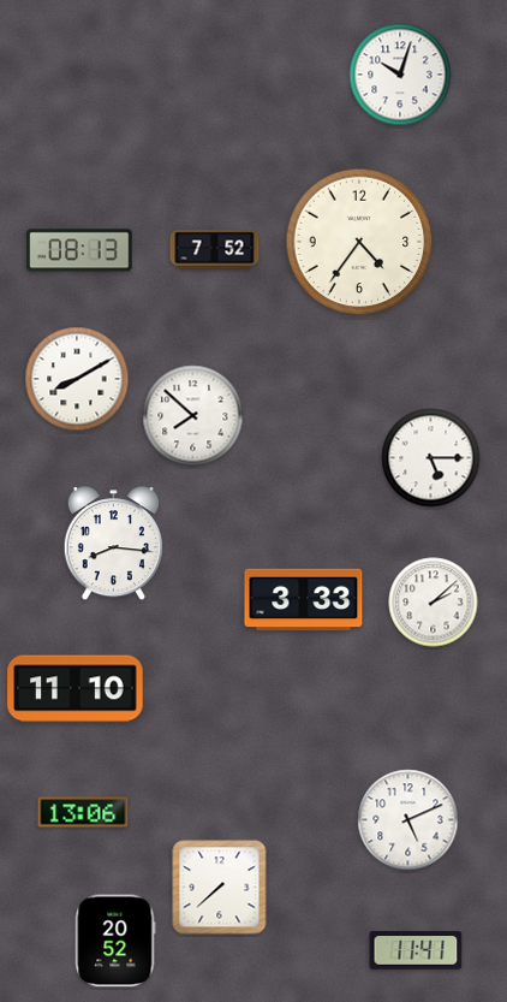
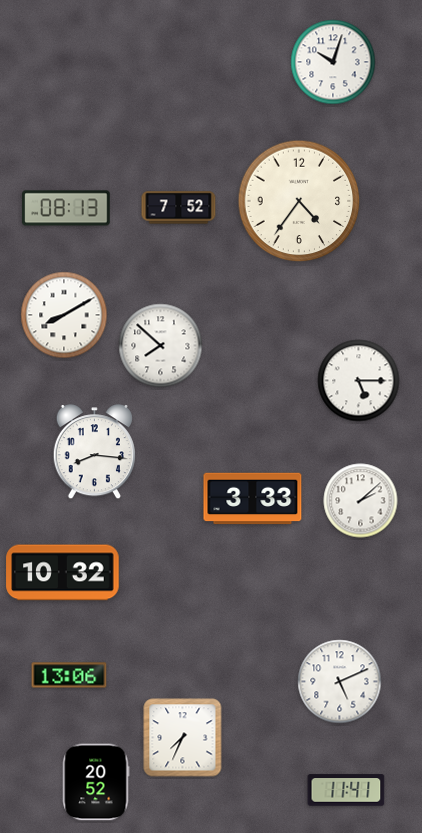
clock at (76, 689): 11:10 -> 10:32
clock at (220, 888): 7:38 -> 7:34
